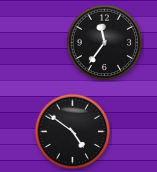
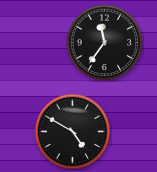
clock at (73, 132): 4:51 -> 4:50
